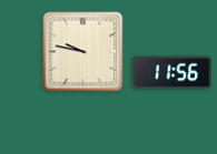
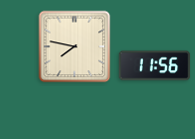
clock at (83, 52): 9:47 -> 7:47
